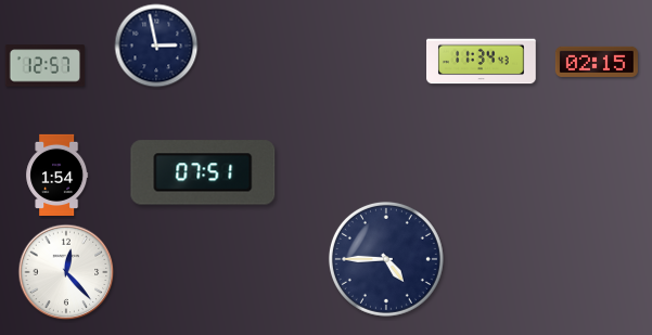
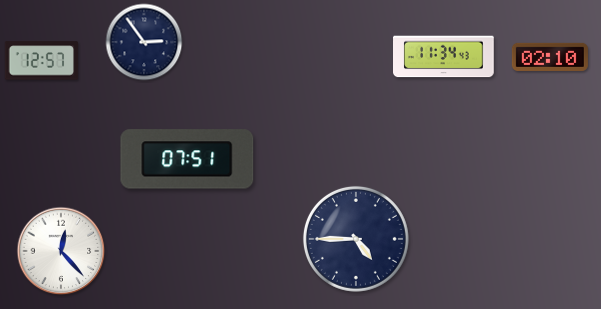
clock at (156, 46): 2:58 -> 2:54
clock at (597, 62): 02:15 -> 02:10
clock at (57, 175): 1:54 -> none
